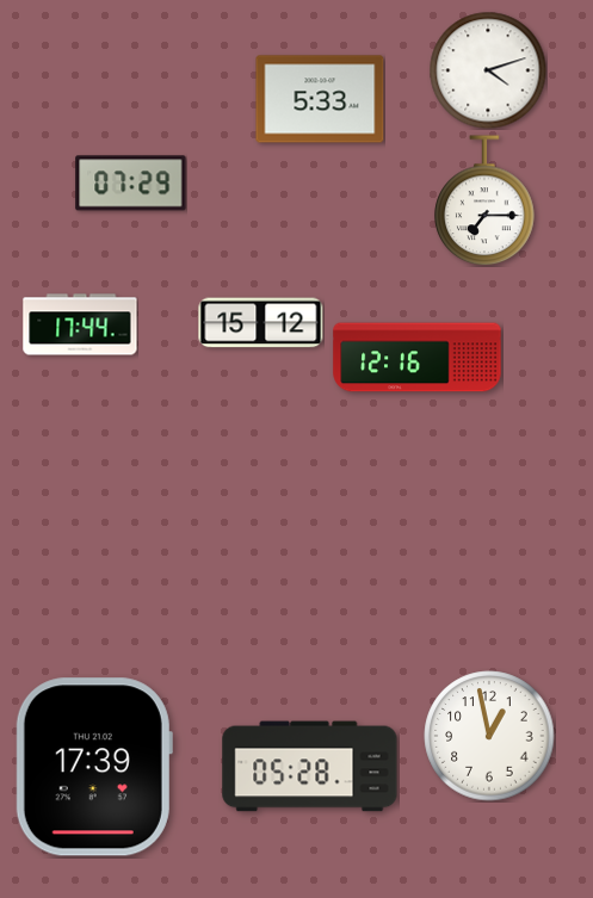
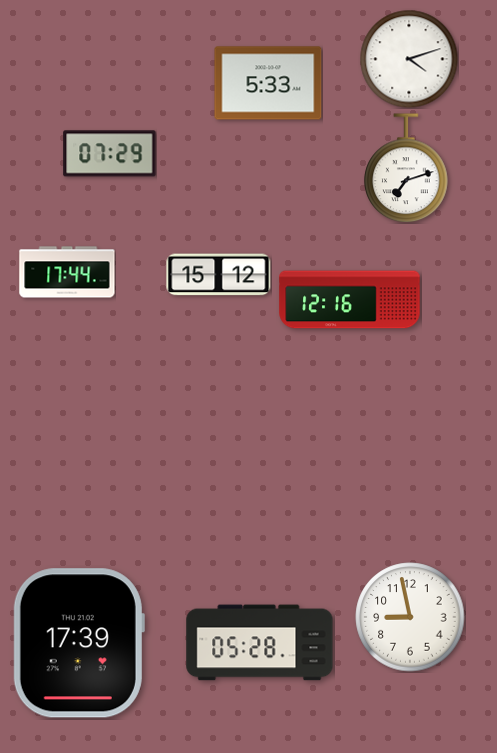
clock at (484, 200): 7:15 -> 7:12
clock at (261, 323) position: (261, 323) -> (219, 275)
clock at (489, 736): 12:58 -> 8:58
